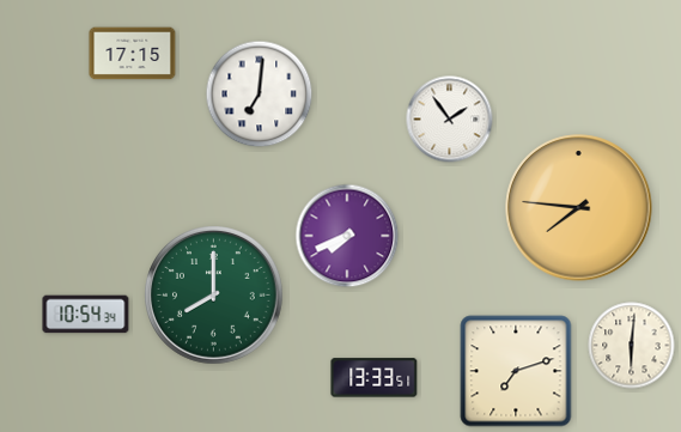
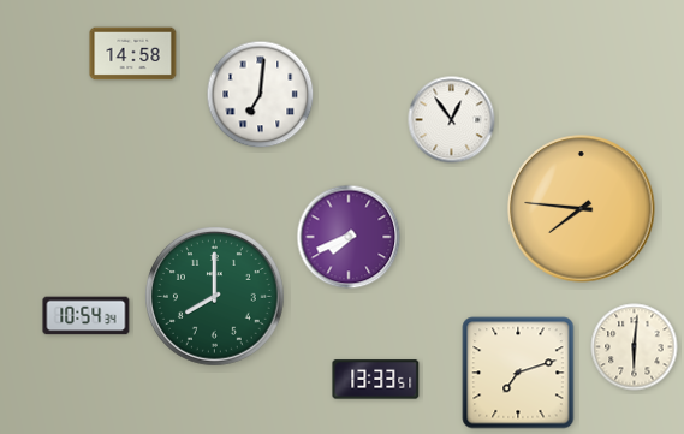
clock at (133, 54): 17:15 -> 14:58
clock at (450, 120): 1:54 -> 12:54
